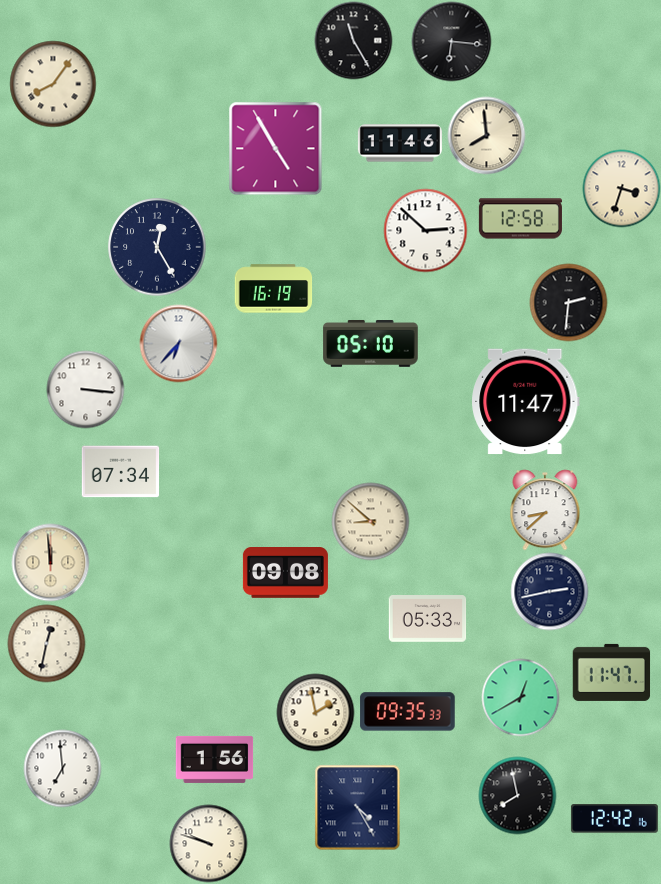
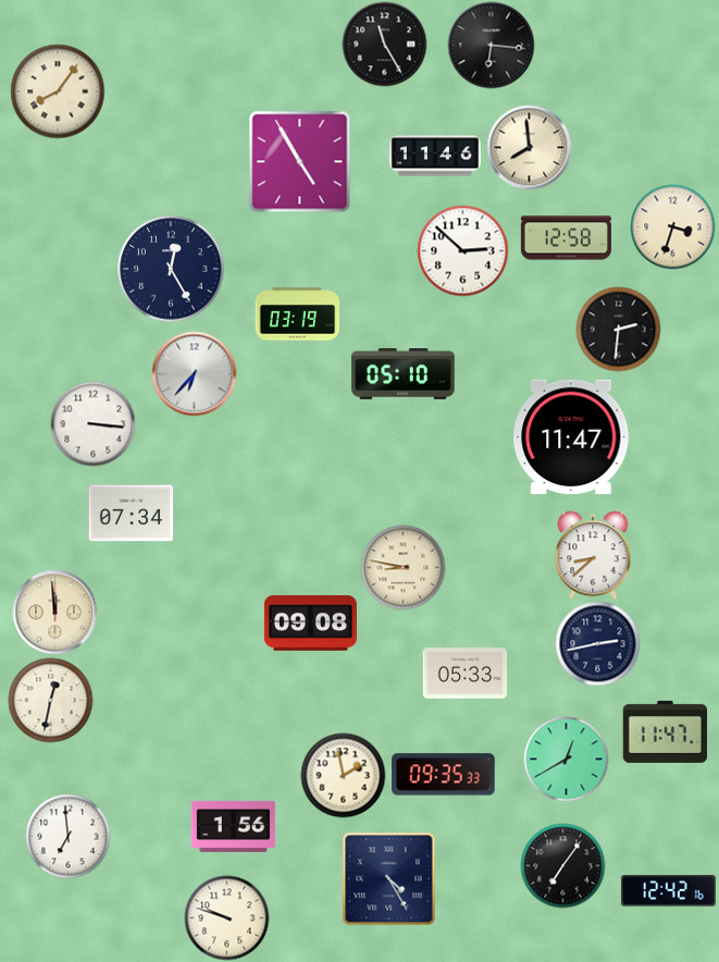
clock at (621, 188) position: (621, 188) -> (672, 226)
clock at (273, 289): 16:19 -> 03:19
clock at (370, 521): 8:52 -> 8:47
clock at (517, 795): 7:58 -> 7:06
